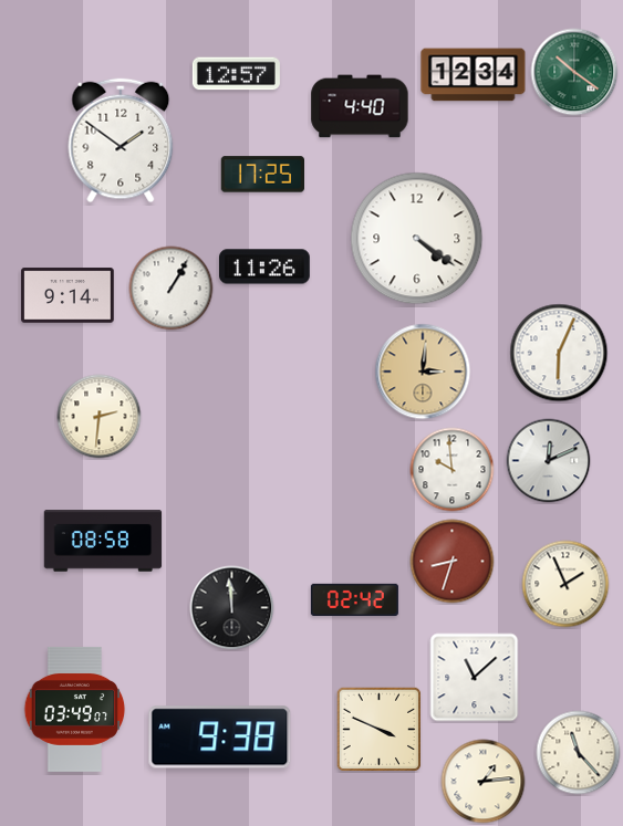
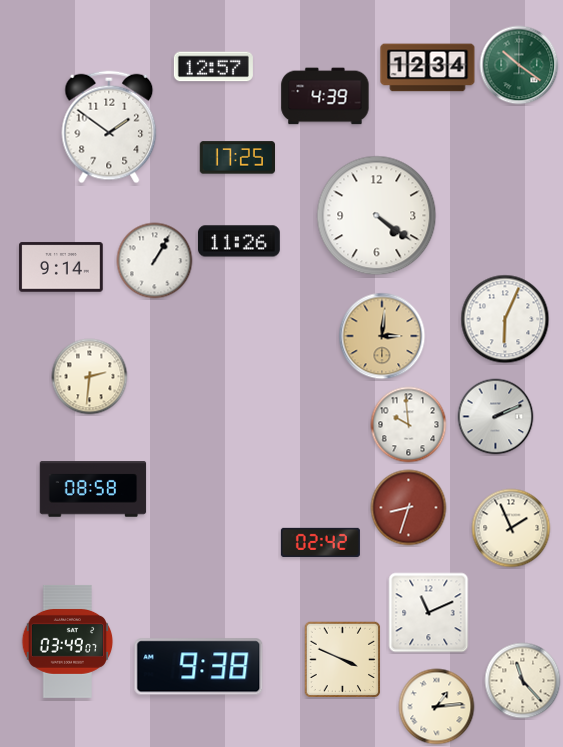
clock at (360, 106): 4:40 -> 4:39
clock at (549, 461): 12:11 -> 2:11
clock at (232, 608): 11:59 -> none
clock at (475, 678): 11:08 -> 11:11
